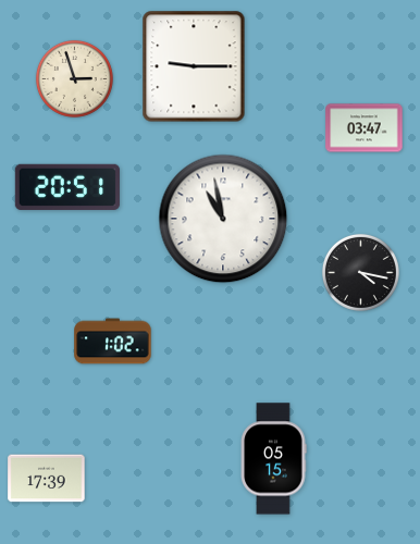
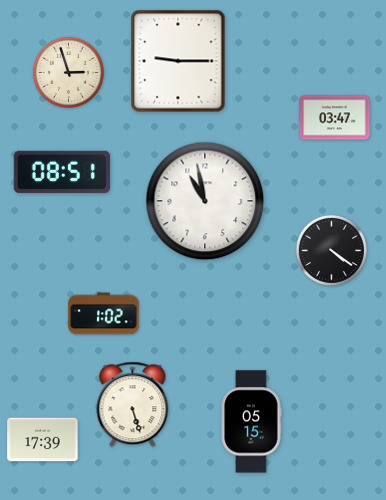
clock at (67, 187): 20:51 -> 08:51
clock at (360, 272): 4:17 -> 4:21
clock at (133, 405): none -> 5:27
